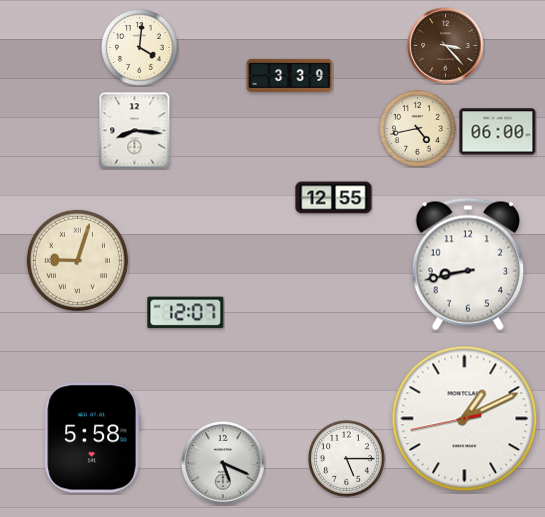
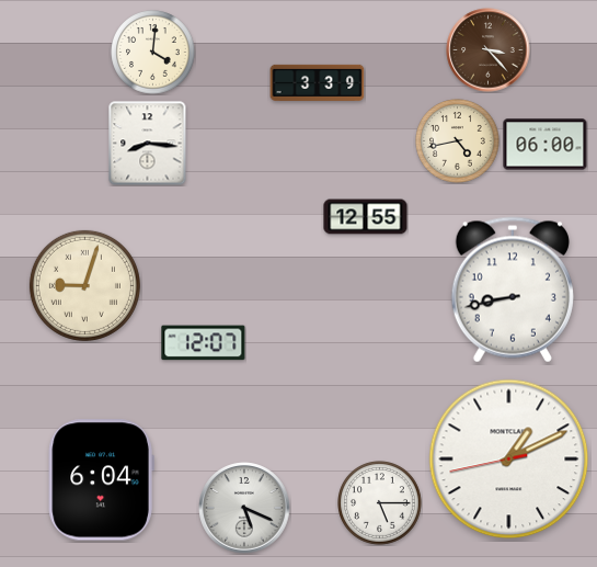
clock at (92, 438): 5:58 -> 6:04
